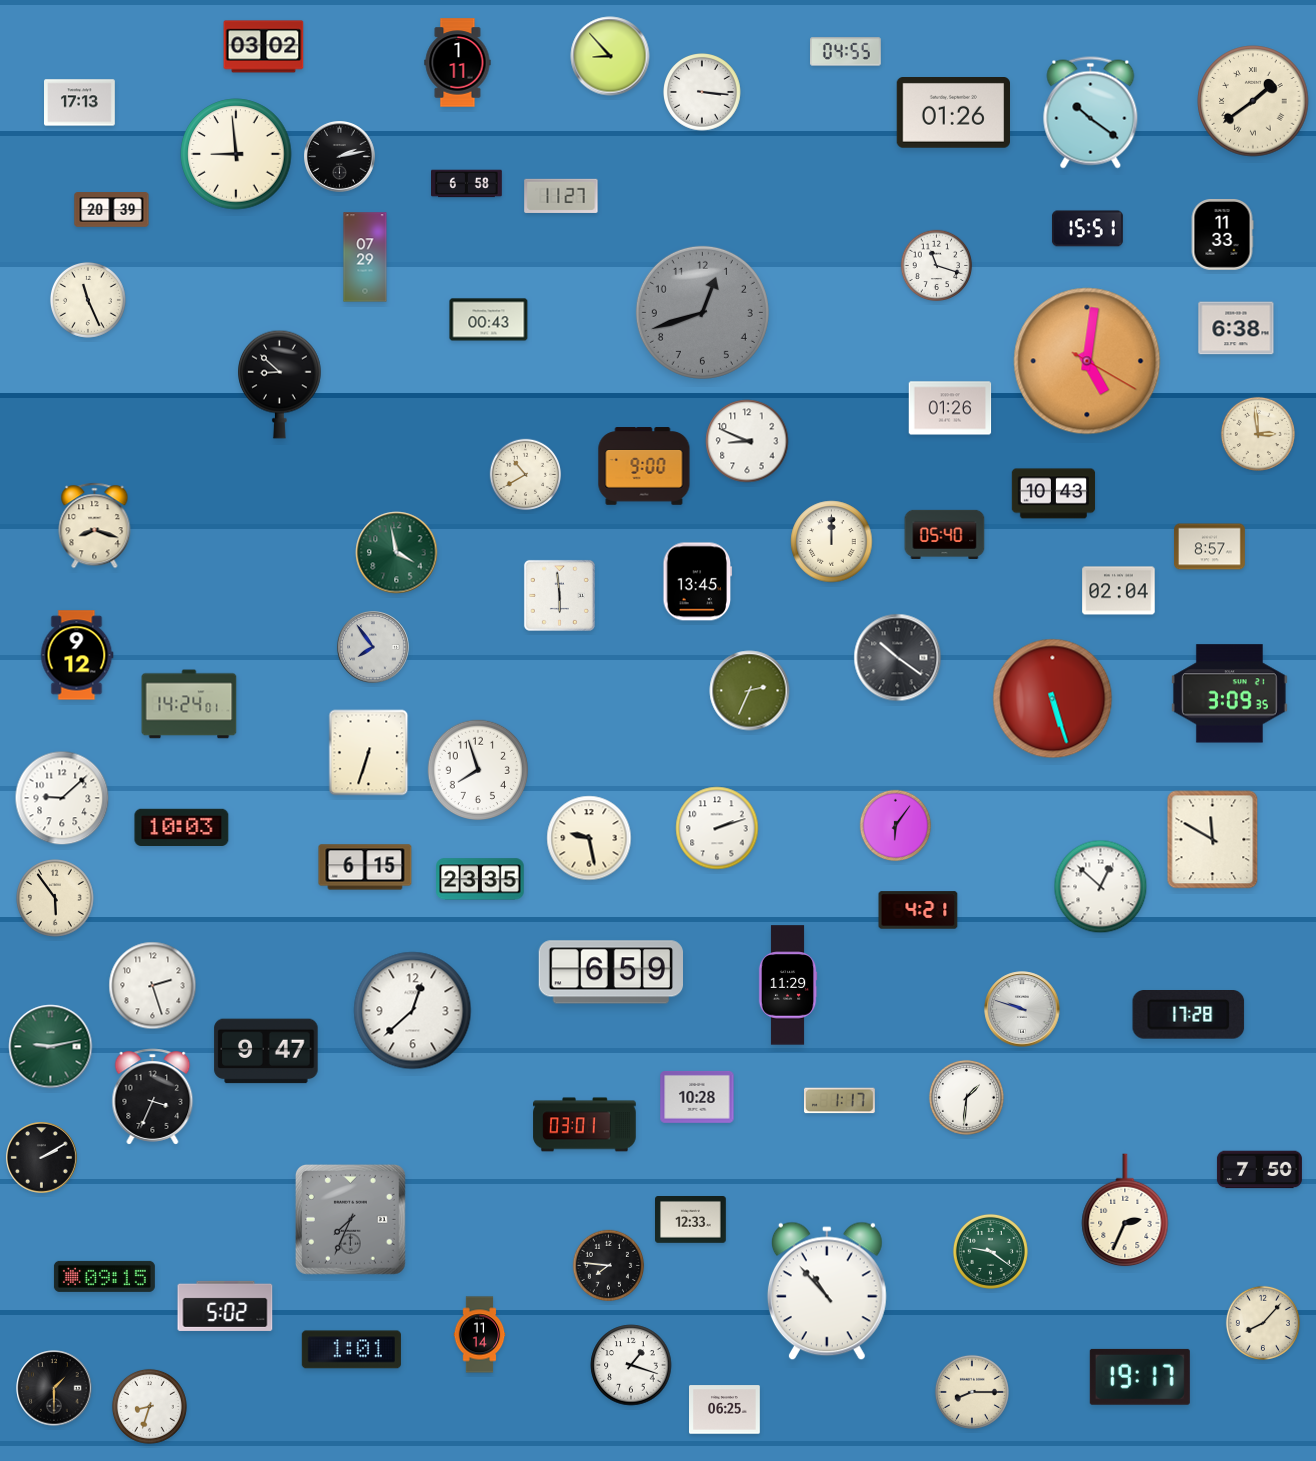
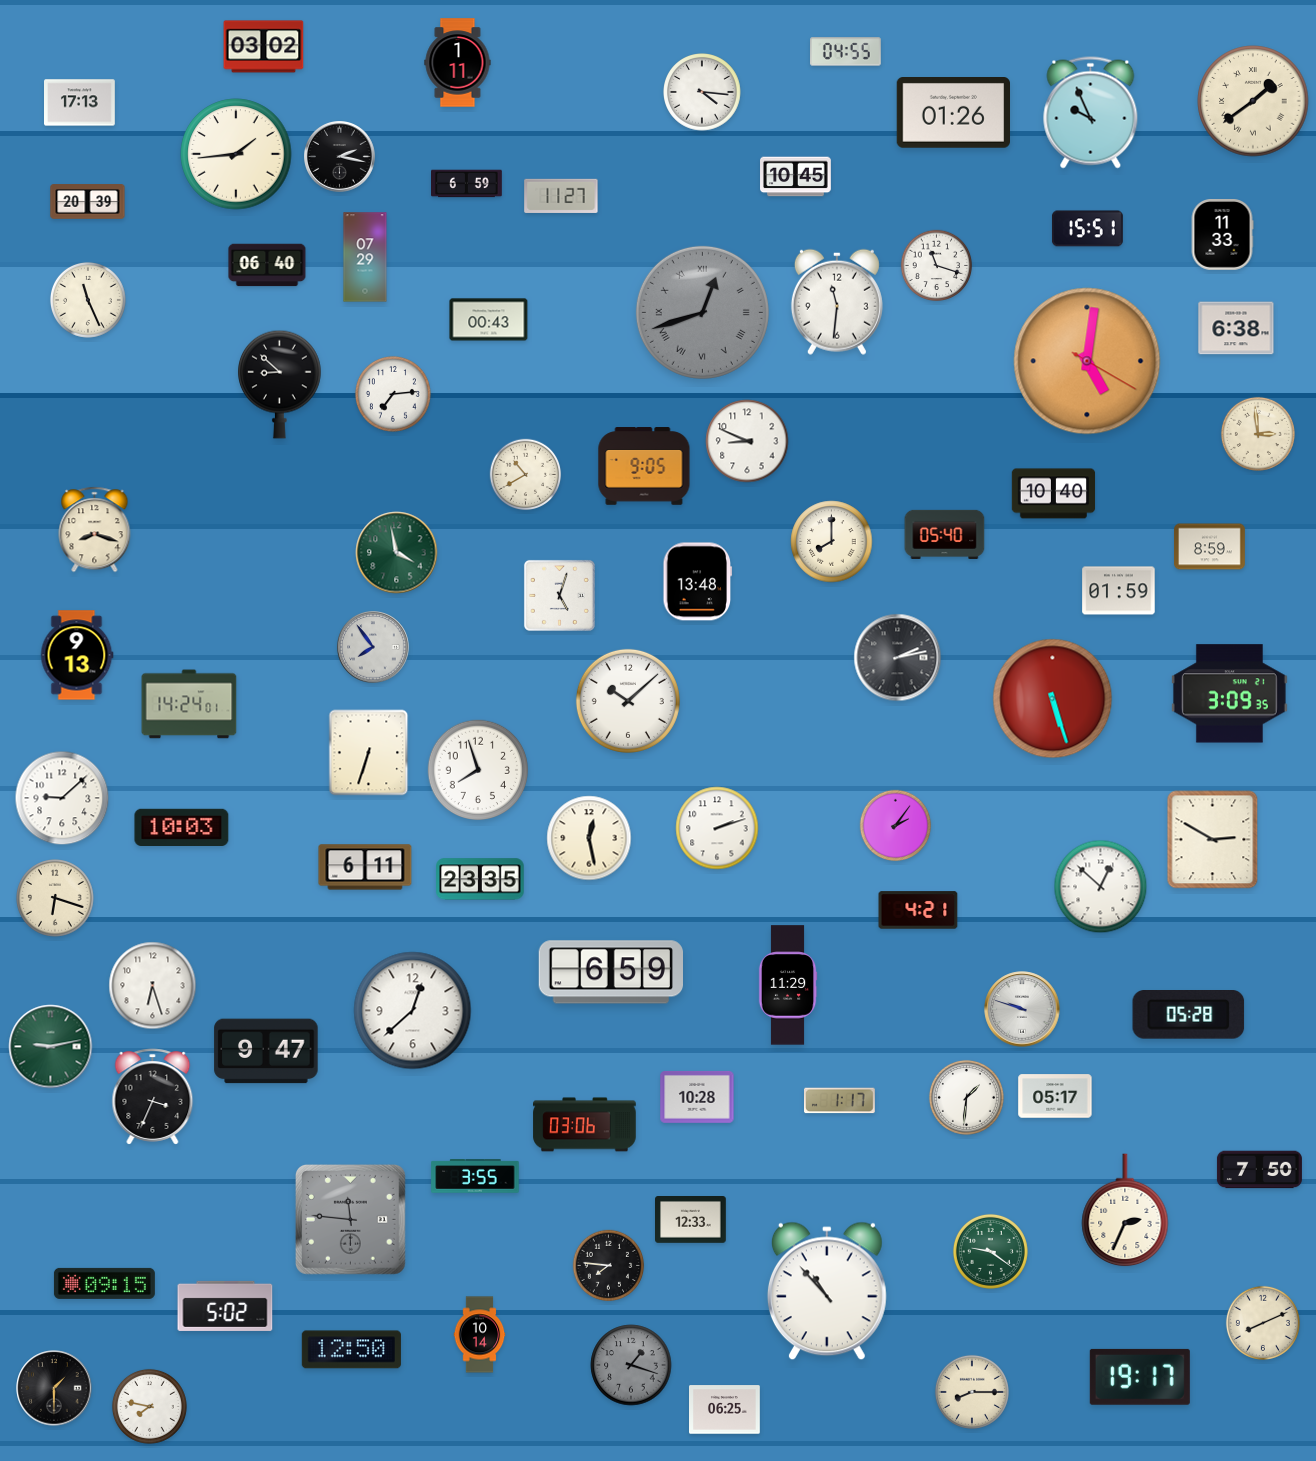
clock at (610, 56): 8:53 -> none
clock at (703, 93): 3:16 -> 4:16
clock at (1091, 113): 10:21 -> 9:56
clock at (236, 154): 8:59 -> 1:44
clock at (340, 157): 2:13 -> 2:17
clock at (796, 177): none -> 10:45
clock at (467, 184): 6:58 -> 6:59
clock at (112, 210) position: (112, 210) -> (88, 202)
clock at (267, 265): none -> 06:40
clock at (837, 302): none -> 11:31
clock at (702, 312) numerals: Arabic -> Roman
clock at (393, 394): none -> 7:14
clock at (950, 408): 01:26 -> none
clock at (644, 466): 9:00 -> 9:05
clock at (1054, 494): 10:43 -> 10:40
clock at (95, 526) position: (95, 526) -> (95, 530)
clock at (832, 542): 12:00 -> 8:00
clock at (1210, 547): 8:57 -> 8:59
clock at (698, 582): 13:45 -> 13:48
clock at (1119, 591): 02:04 -> 01:59
clock at (559, 595): 5:59 -> 5:03
clock at (77, 655): 9:12 -> 9:13
clock at (898, 658): 10:21 -> 2:13
clock at (750, 691): 2:34 -> none
clock at (628, 701): none -> 10:08
clock at (896, 826): 6:06 -> 2:06
clock at (589, 838): 9:28 -> 12:28
clock at (1213, 840): 11:50 -> 2:50
clock at (365, 867): 6:15 -> 6:11
clock at (56, 899): 5:54 -> 6:18
clock at (153, 986): 2:27 -> 6:27
clock at (1189, 1015): 17:28 -> 05:28
clock at (1055, 1096): none -> 05:17
clock at (585, 1125): 03:01 -> 03:06
clock at (42, 1158): 2:10 -> none
clock at (475, 1176): none -> 3:55
clock at (350, 1219): 7:34 -> 11:46
clock at (104, 1276) position: (104, 1276) -> (104, 1283)
clock at (1263, 1323): 8:07 -> 8:11
clock at (480, 1335): 11:14 -> 10:14
clock at (351, 1350): 1:01 -> 12:50
clock at (631, 1365) dial: white -> grey
clock at (149, 1406): 8:33 -> 7:47
